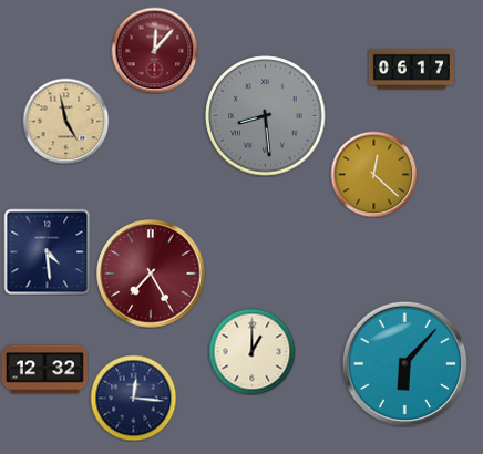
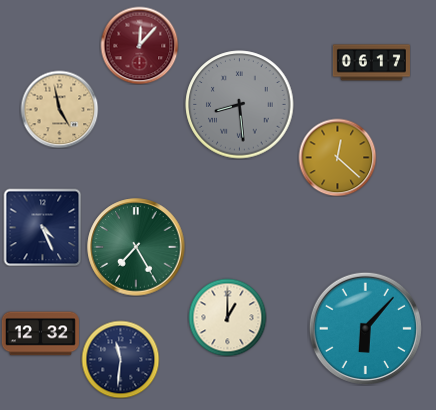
clock at (47, 251): 4:29 -> 4:26
clock at (151, 274) dial: burgundy -> green
clock at (133, 398): 12:16 -> 11:31
